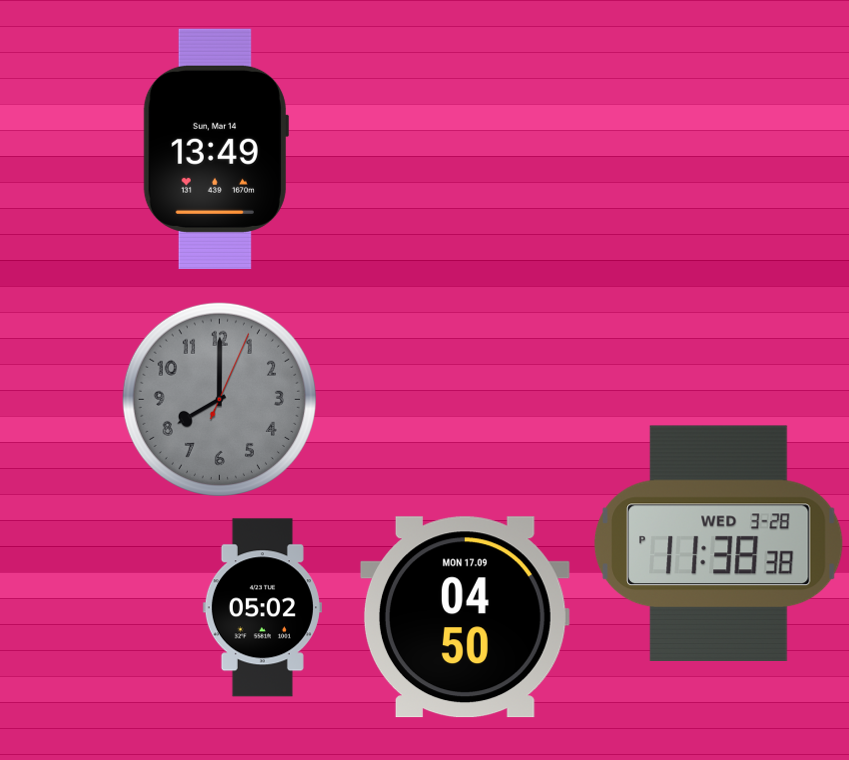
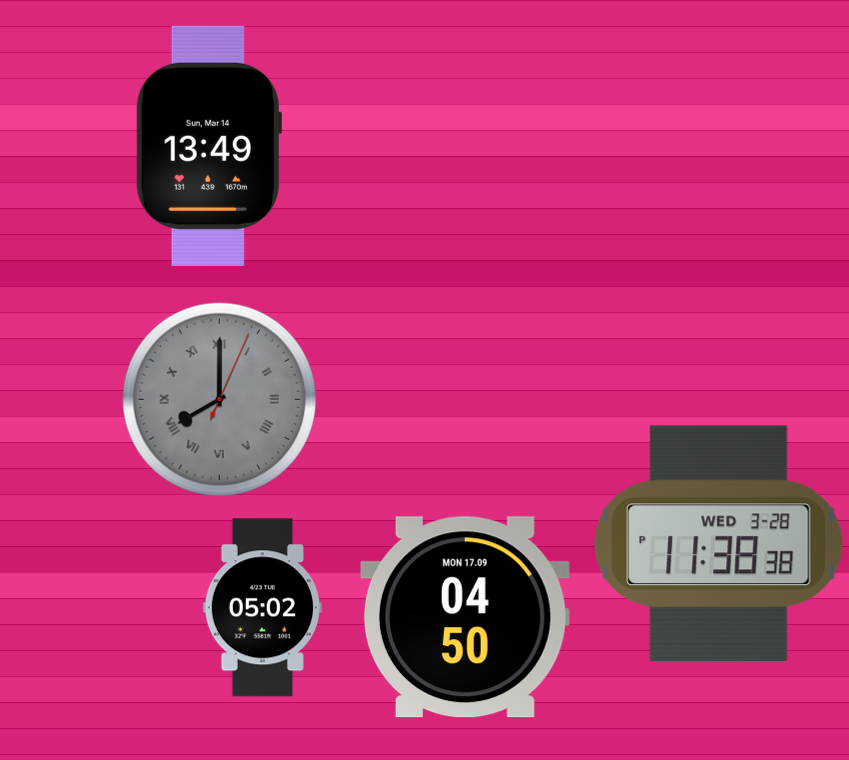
clock at (216, 149) position: (216, 149) -> (209, 146)
clock at (219, 399) numerals: Arabic -> Roman
